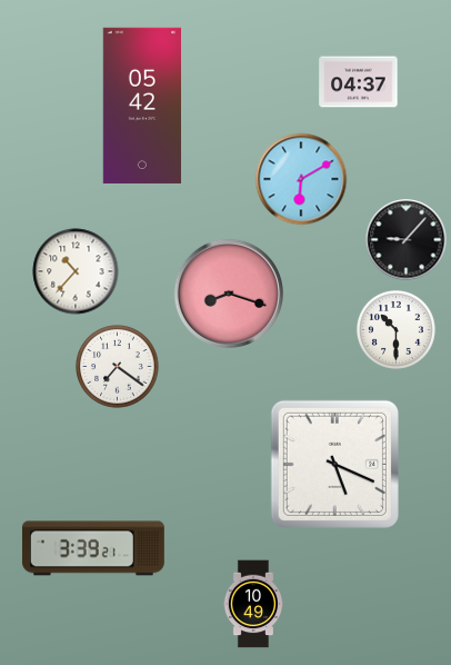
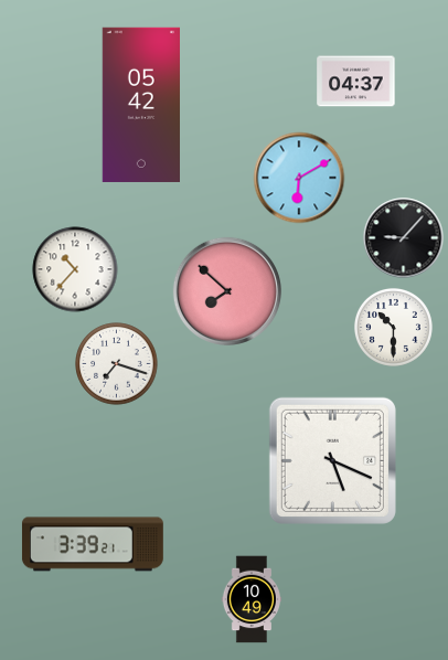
clock at (229, 294): 8:18 -> 7:52
clock at (118, 367): 7:21 -> 7:18
